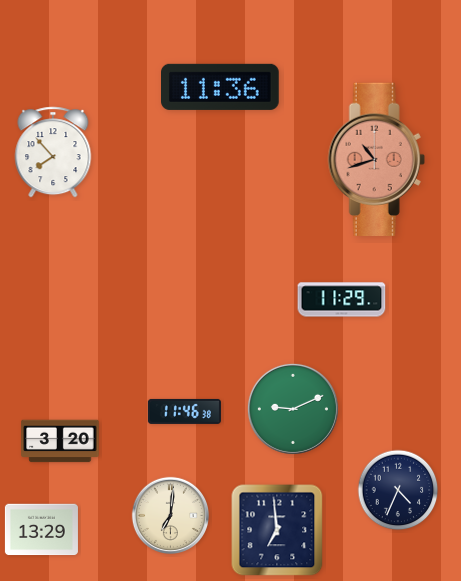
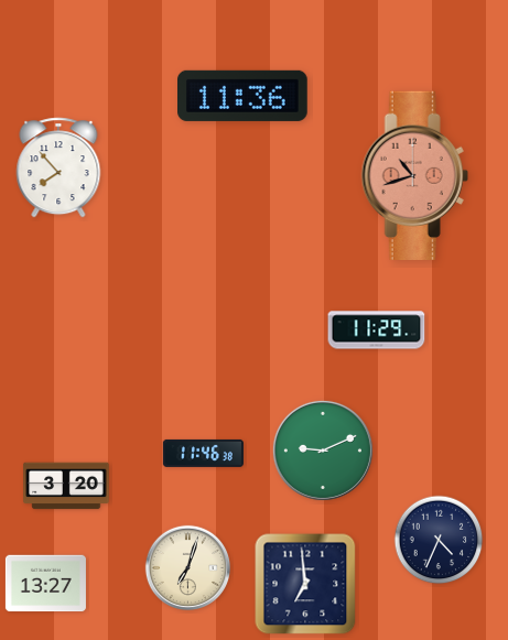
clock at (170, 515): 7:01 -> 7:03
clock at (41, 530): 13:29 -> 13:27
